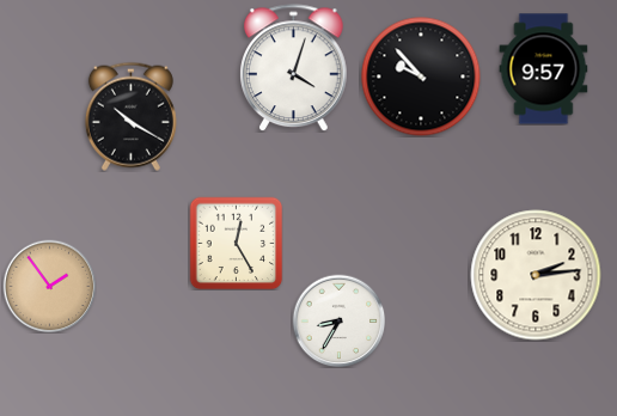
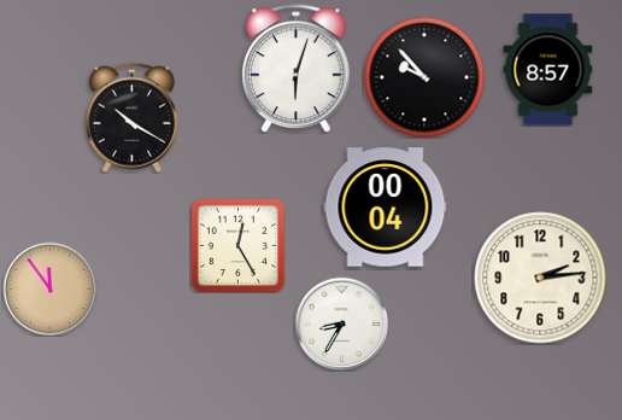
clock at (294, 68): 4:03 -> 6:03
clock at (544, 69): 9:57 -> 8:57
clock at (386, 208): none -> 00:04
clock at (49, 286): 1:54 -> 11:54
